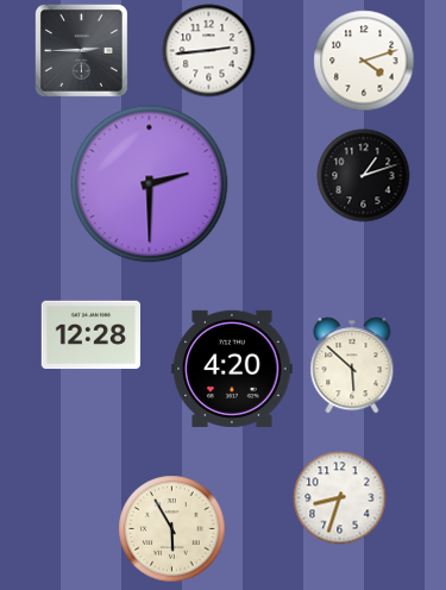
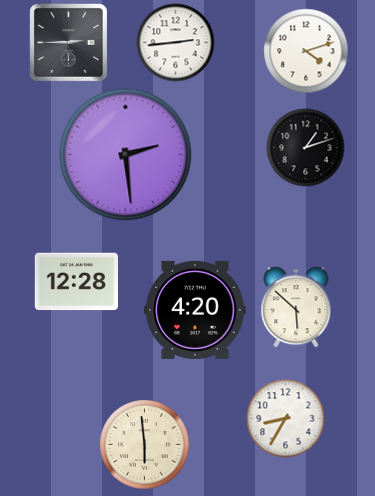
clock at (150, 184): 2:30 -> 2:29
clock at (339, 497): 8:33 -> 8:35
clock at (171, 528): 5:55 -> 5:59
